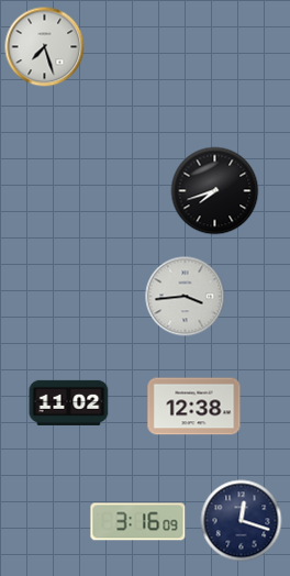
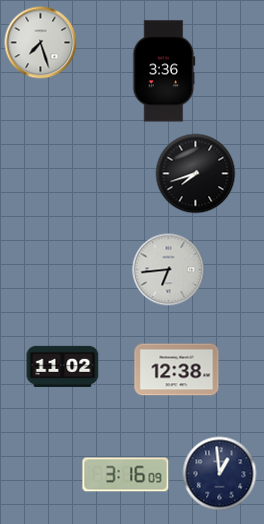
clock at (164, 71): none -> 3:36
clock at (186, 297): 3:44 -> 6:44
clock at (242, 521): 12:18 -> 12:59
